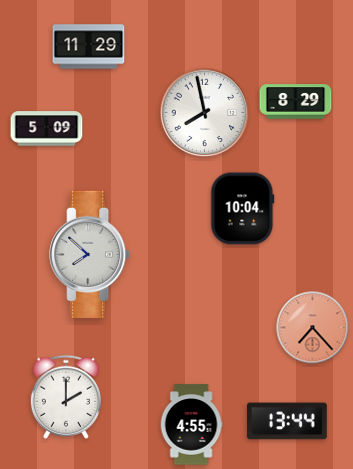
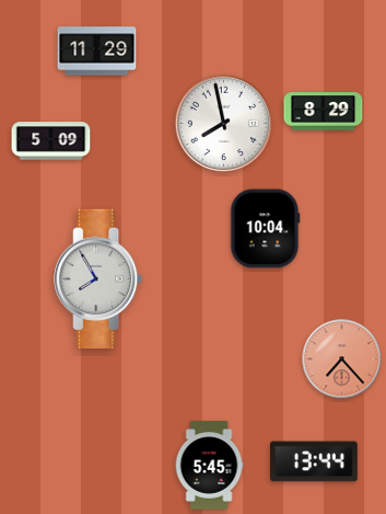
clock at (90, 254): 7:52 -> 7:55
clock at (66, 397): 2:00 -> none
clock at (191, 425): 4:55 -> 5:45
